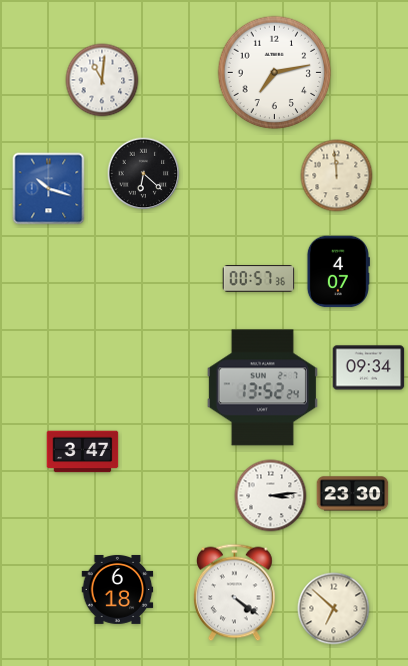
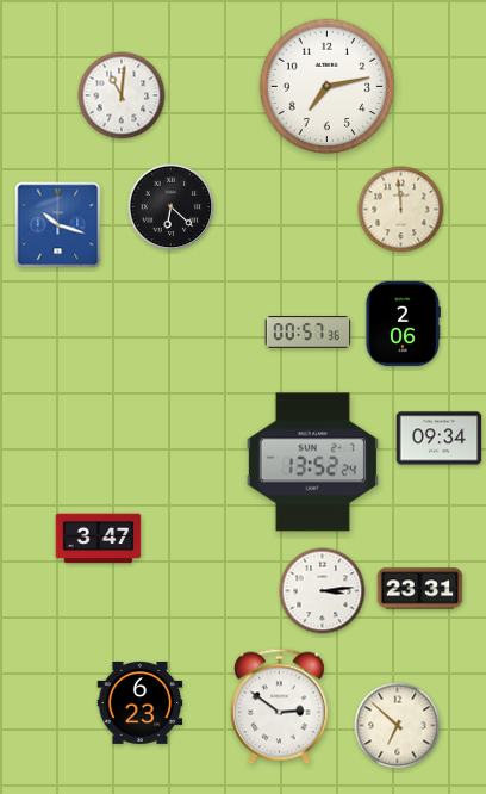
clock at (338, 272): 4:07 -> 2:06
clock at (353, 494): 23:30 -> 23:31
clock at (118, 589): 6:18 -> 6:23
clock at (235, 593): 4:21 -> 2:51
